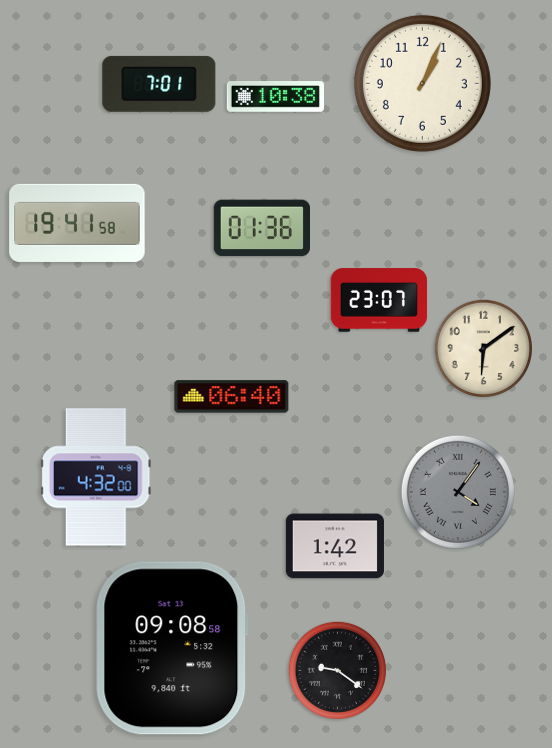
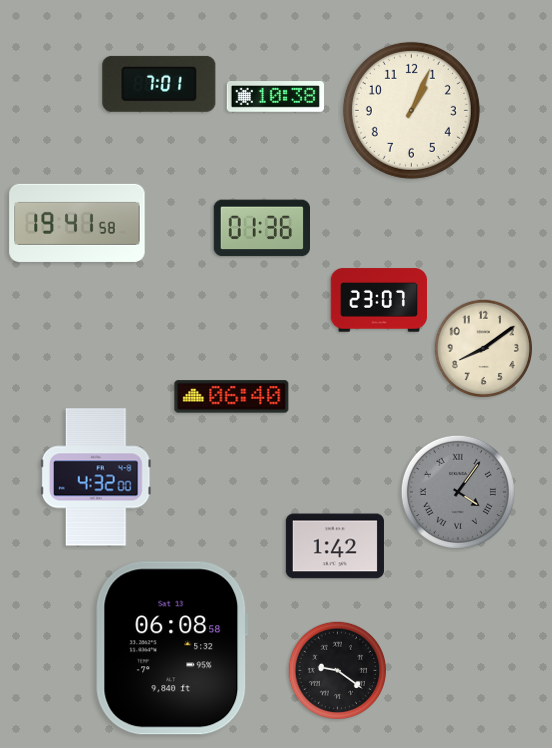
clock at (422, 83) position: (422, 83) -> (411, 110)
clock at (484, 349): 6:09 -> 8:09
clock at (172, 648): 09:08 -> 06:08
